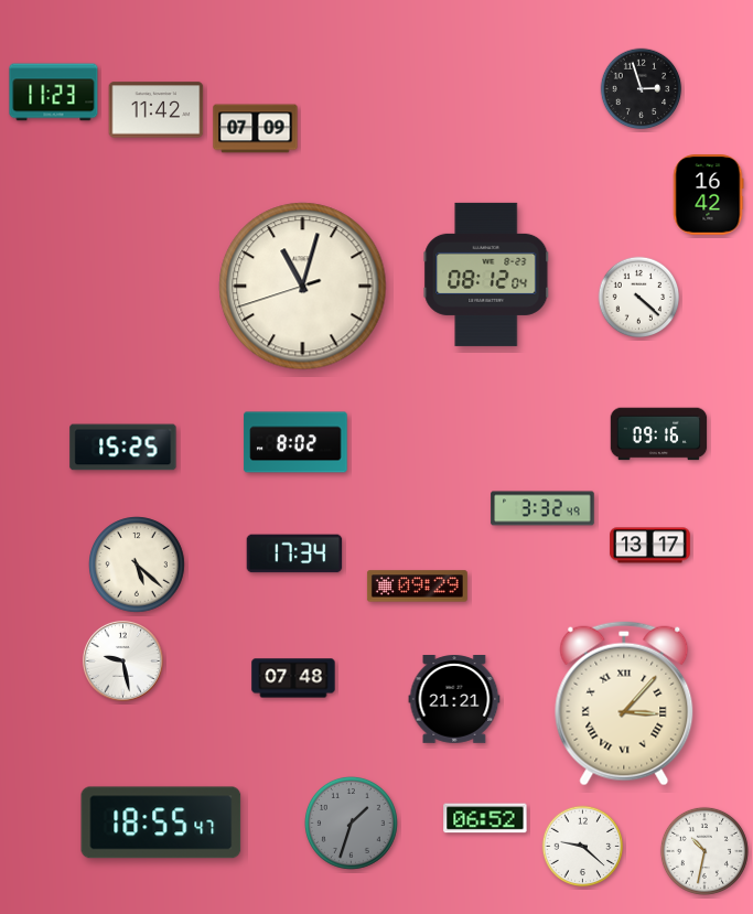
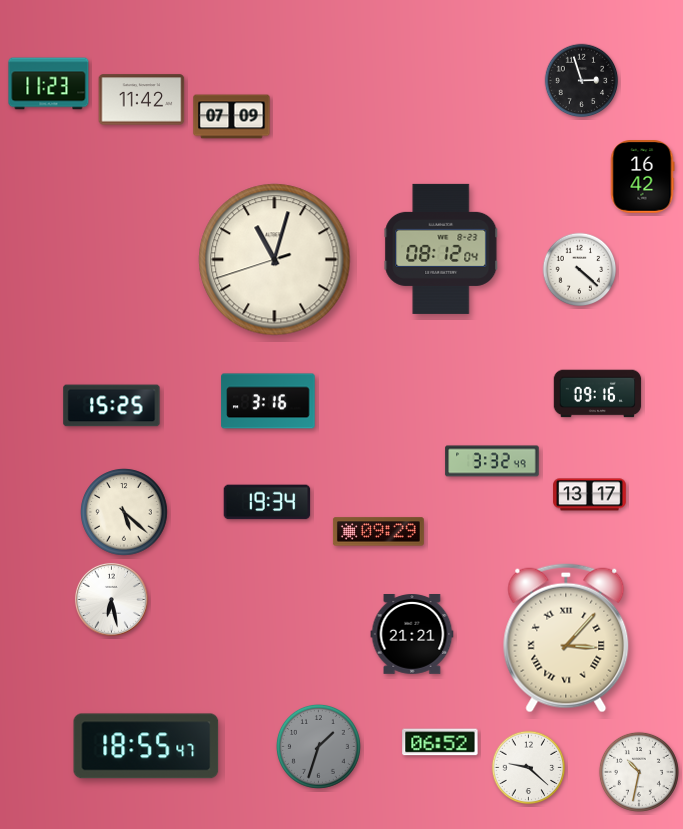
clock at (295, 442): 8:02 -> 3:16
clock at (294, 553): 17:34 -> 19:34
clock at (122, 660): 9:28 -> 6:28
clock at (293, 678): 07:48 -> none
